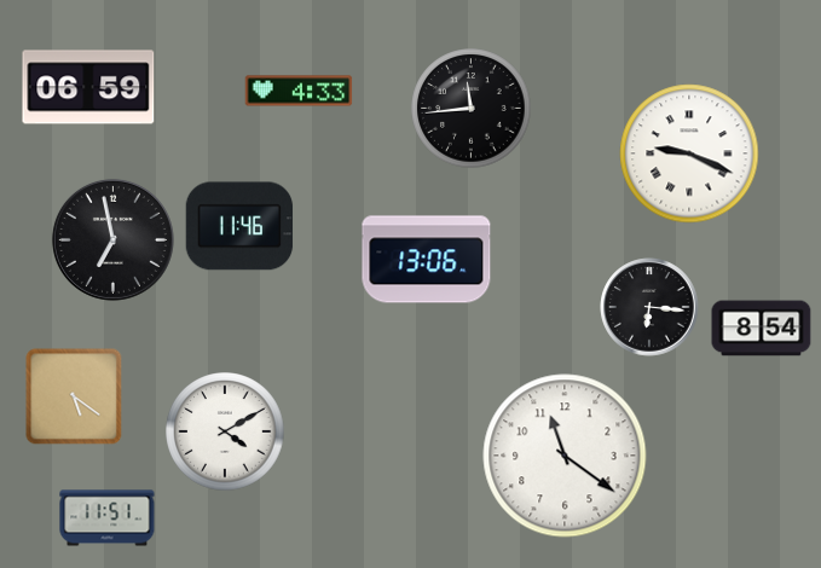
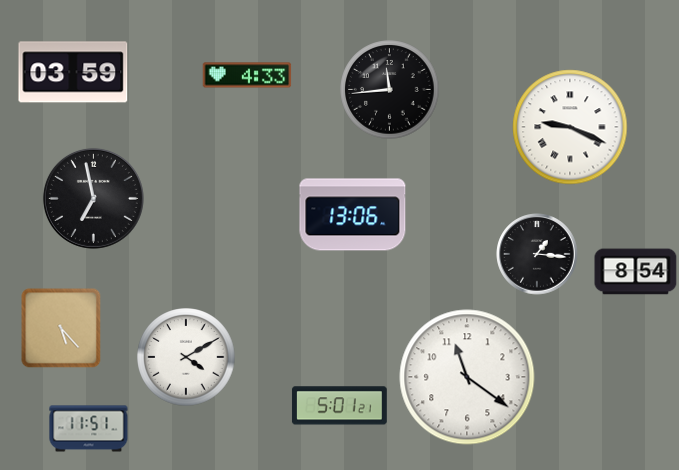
clock at (88, 87): 06:59 -> 03:59
clock at (239, 226): 11:46 -> none
clock at (649, 307): 6:16 -> 1:16
clock at (762, 329) position: (762, 329) -> (636, 272)
clock at (74, 396): 5:21 -> 5:23
clock at (339, 406): none -> 5:01
